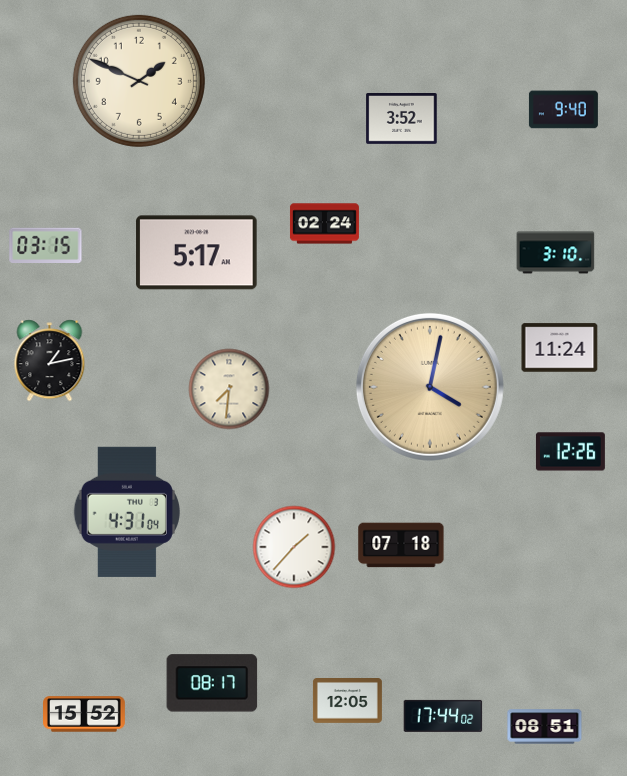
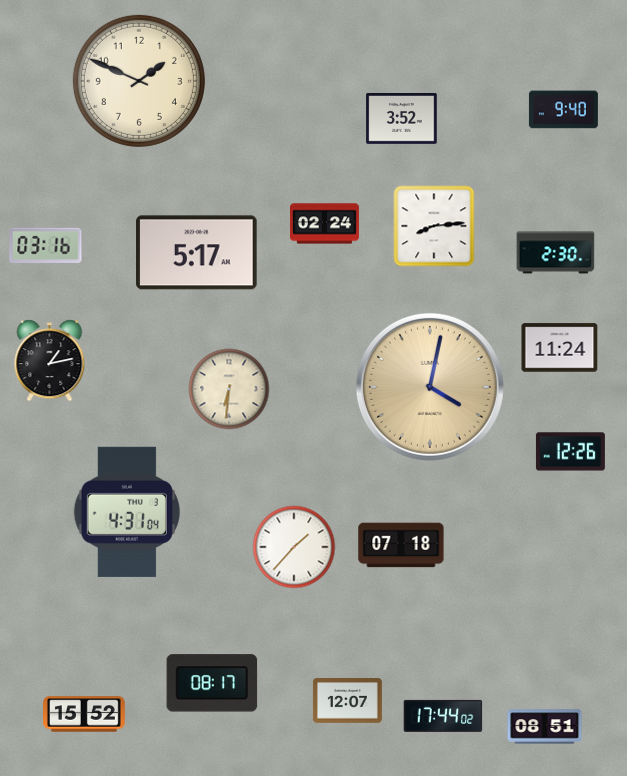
clock at (434, 226): none -> 8:14
clock at (46, 245): 03:15 -> 03:16
clock at (556, 253): 3:10 -> 2:30
clock at (229, 389): 7:31 -> 6:31
clock at (347, 701): 12:05 -> 12:07
